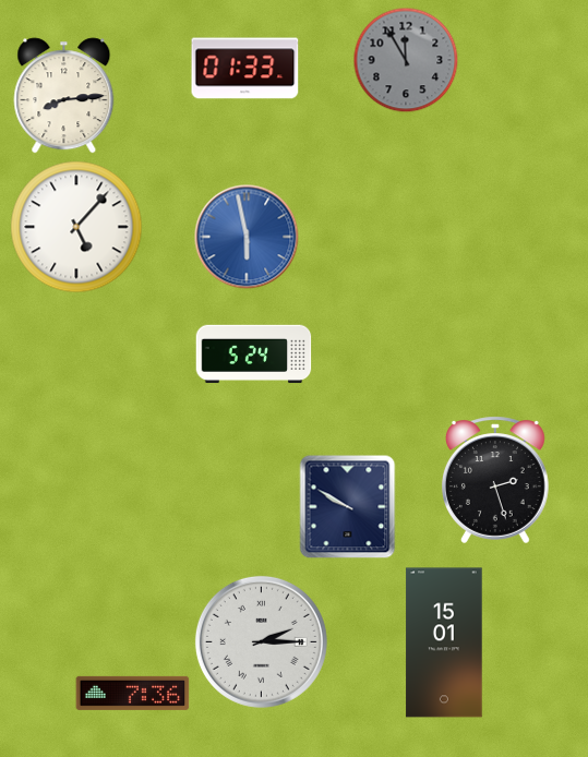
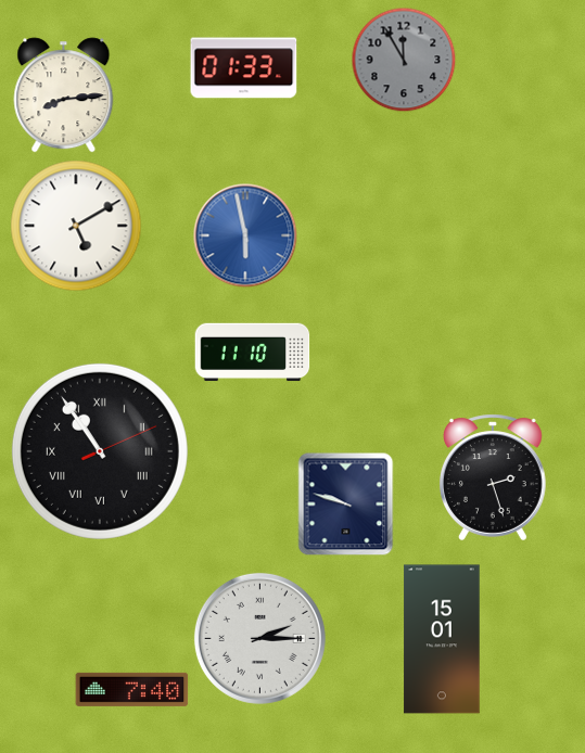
clock at (76, 227): 5:07 -> 5:10
clock at (254, 355): 5:24 -> 11:10
clock at (100, 451): none -> 10:54
clock at (348, 506): 9:50 -> 9:48
clock at (133, 693): 7:36 -> 7:40
